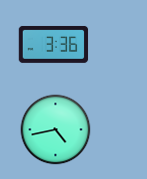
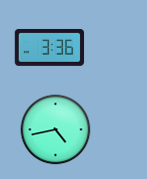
clock at (54, 44) position: (54, 44) -> (50, 47)
